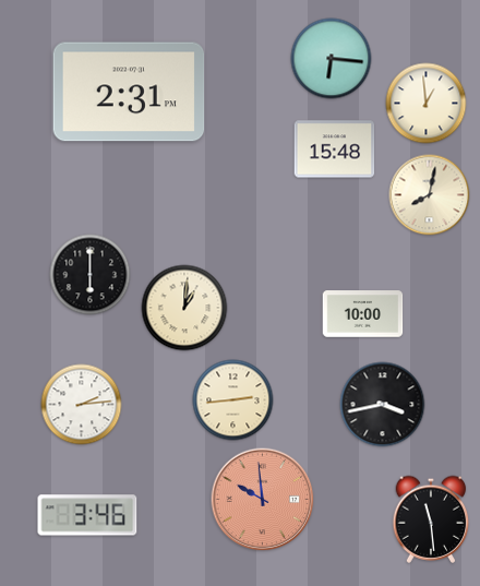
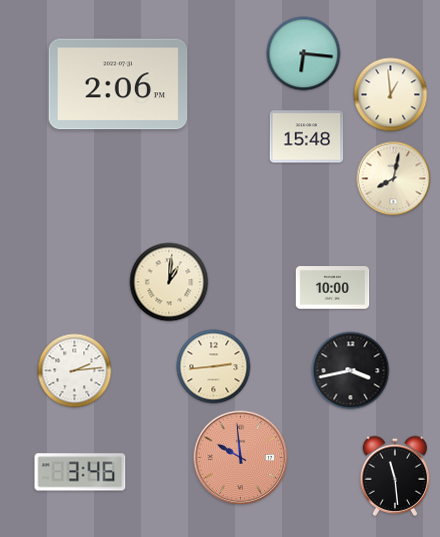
clock at (129, 92): 2:31 -> 2:06
clock at (91, 275): 6:00 -> none
